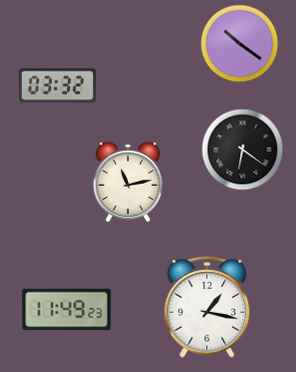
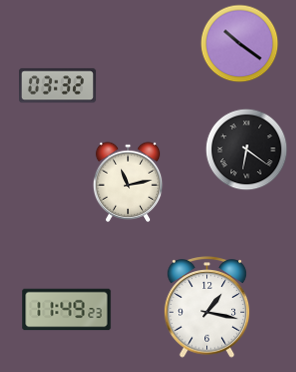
clock at (242, 149) position: (242, 149) -> (246, 149)
